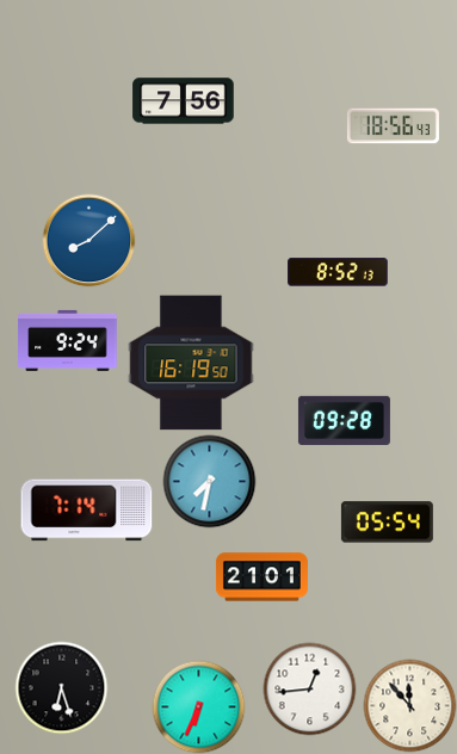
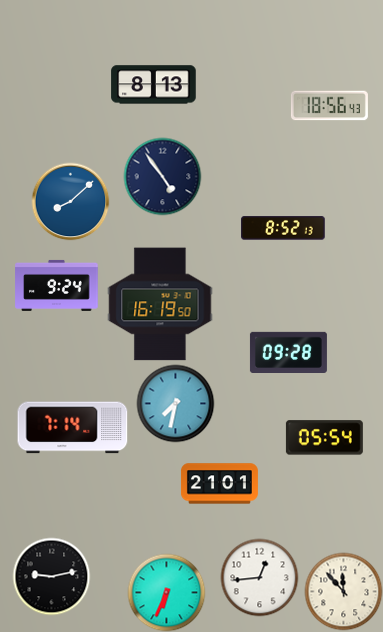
clock at (184, 101): 7:56 -> 8:13
clock at (162, 176): none -> 4:54
clock at (88, 240) position: (88, 240) -> (70, 201)
clock at (61, 687): 6:27 -> 9:13
